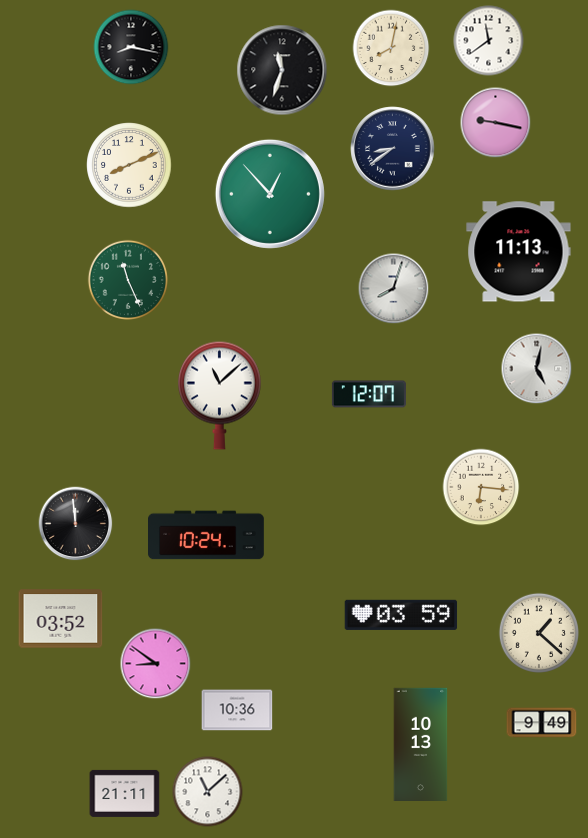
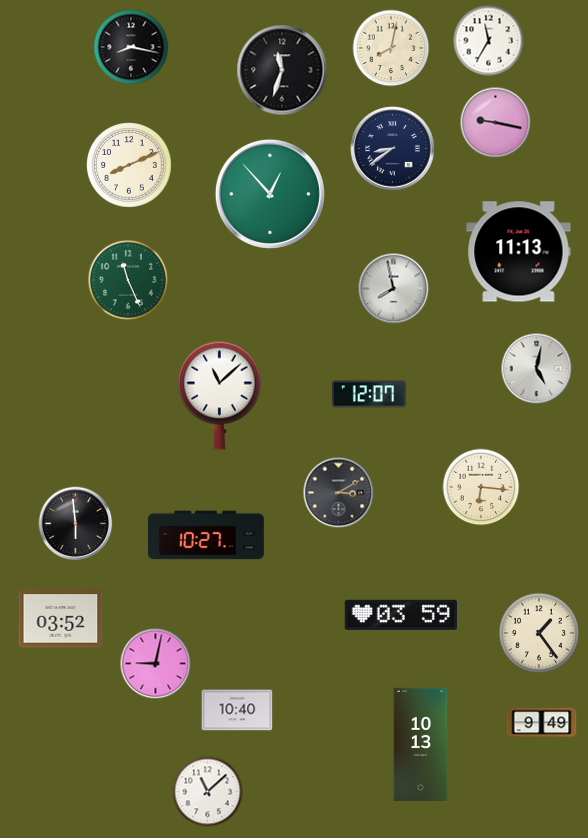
clock at (489, 41): 11:39 -> 11:35
clock at (394, 289): 8:03 -> 7:58
clock at (339, 493): none -> 3:10
clock at (76, 524): 11:59 -> 5:59
clock at (207, 535): 10:24 -> 10:27
clock at (538, 632): 1:22 -> 1:24
clock at (156, 664): 8:51 -> 9:02
clock at (237, 710): 10:36 -> 10:40
clock at (125, 793): 21:11 -> none
